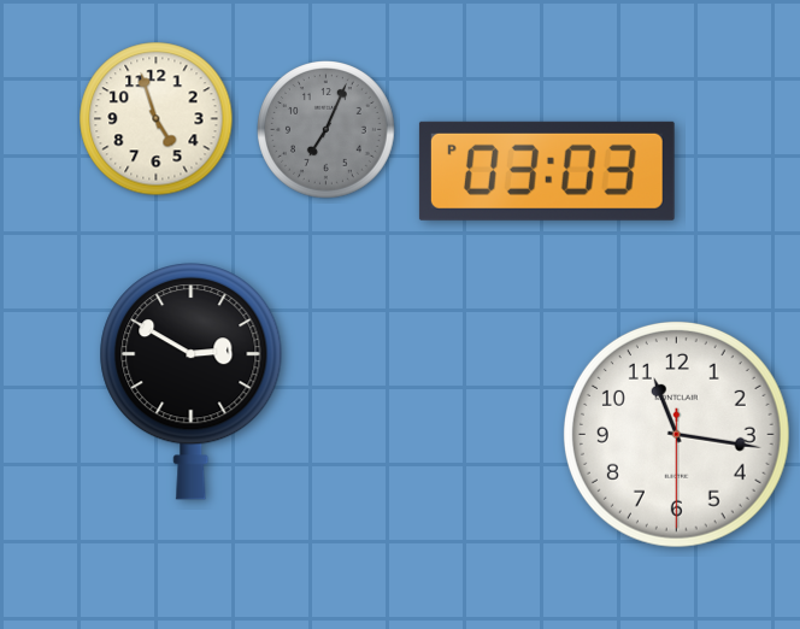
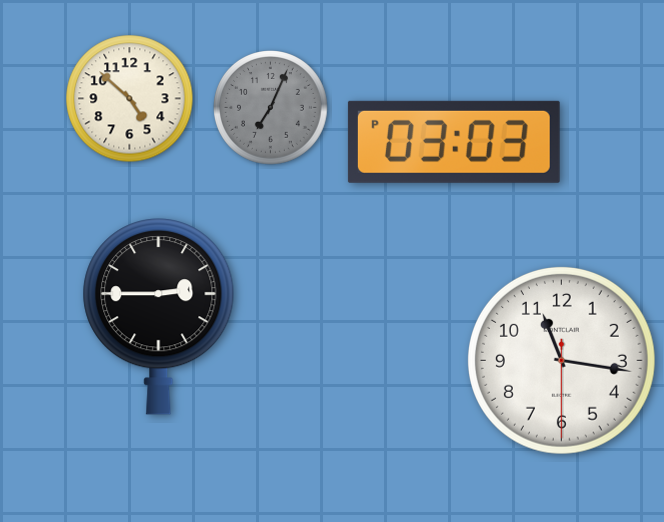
clock at (157, 119): 4:57 -> 4:52
clock at (192, 382): 2:50 -> 2:45
